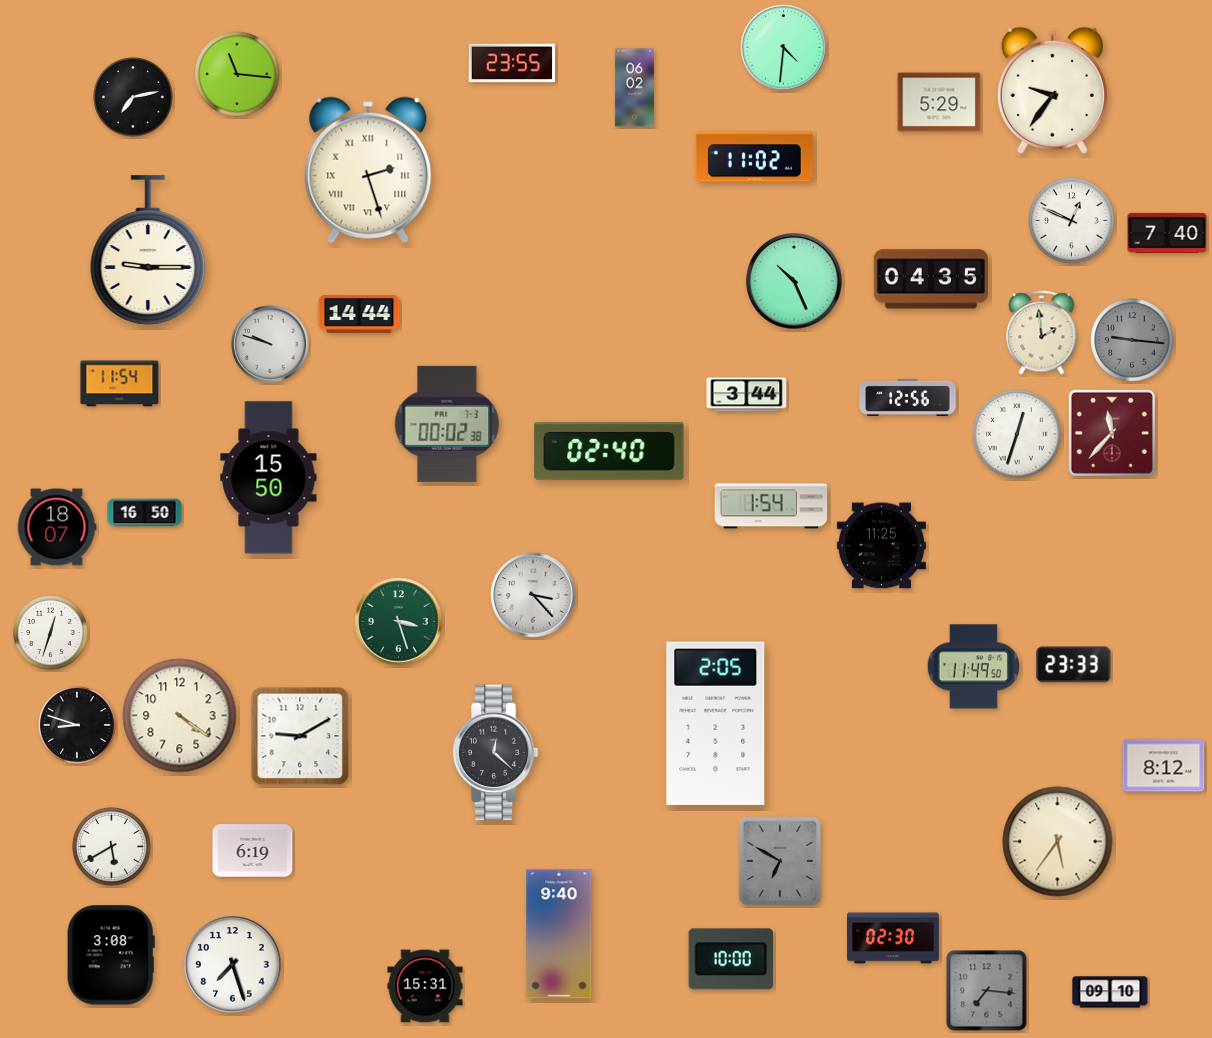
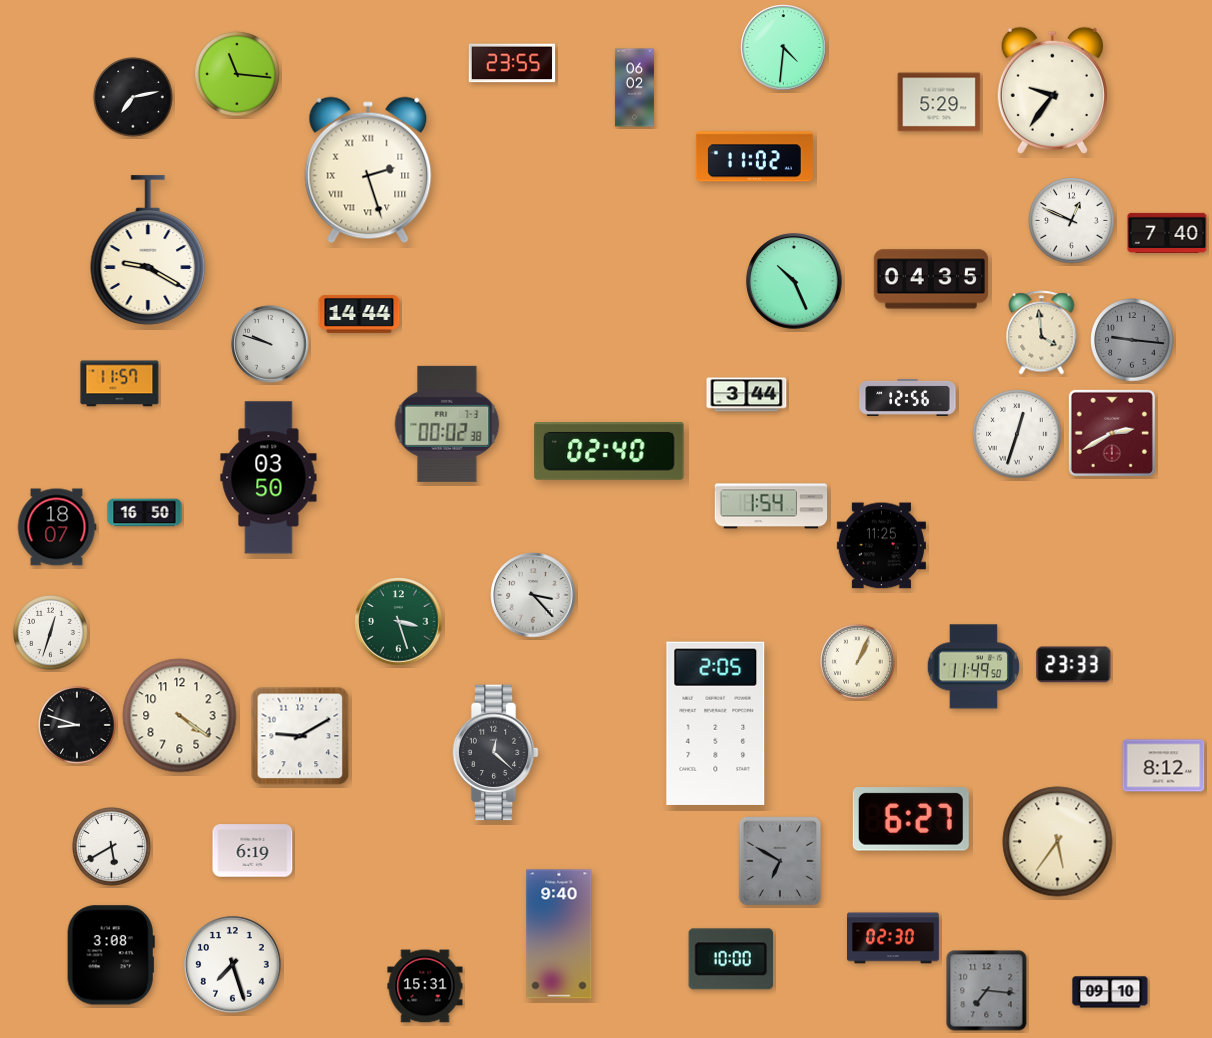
clock at (148, 250): 9:15 -> 9:20
clock at (1042, 333): 1:59 -> 3:59
clock at (120, 384): 11:54 -> 11:57
clock at (1112, 433): 11:37 -> 2:40
clock at (269, 478): 15:50 -> 03:50
clock at (858, 662): none -> 1:04
clock at (911, 819): none -> 6:27
